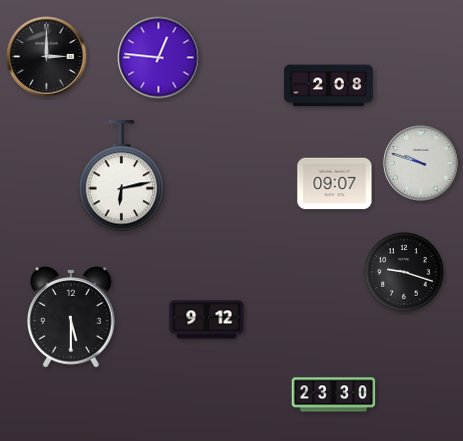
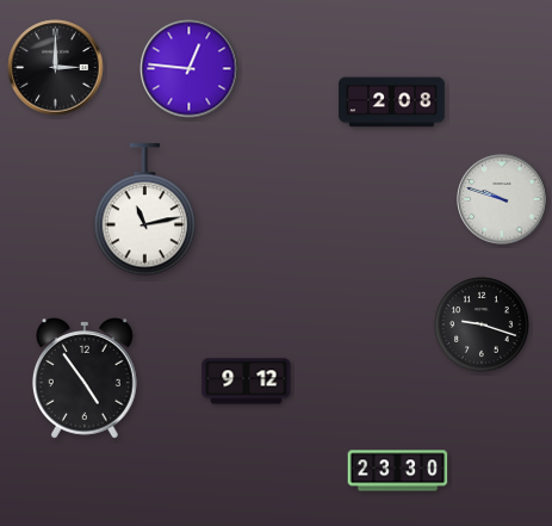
clock at (421, 163) position: (421, 163) -> (502, 199)
clock at (122, 176): 6:13 -> 11:13
clock at (335, 184): 09:07 -> none
clock at (71, 318): 5:30 -> 4:54
